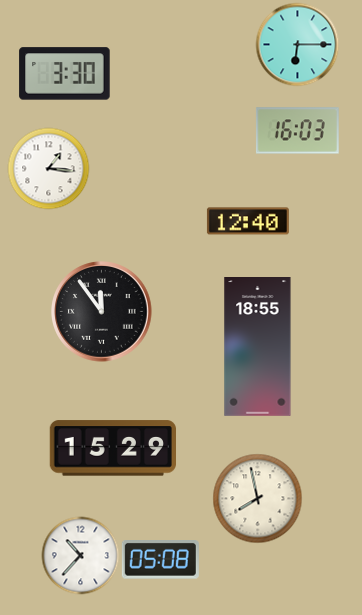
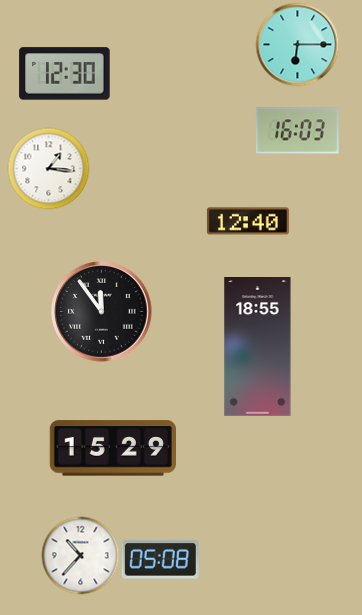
clock at (65, 74): 3:30 -> 12:30
clock at (257, 498): 7:58 -> none
